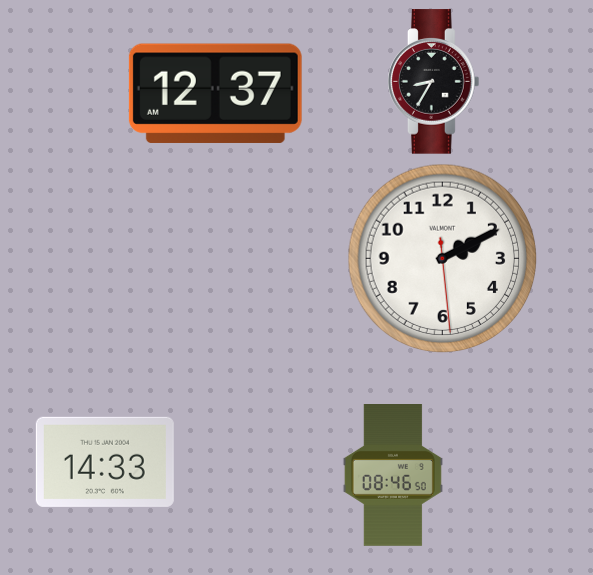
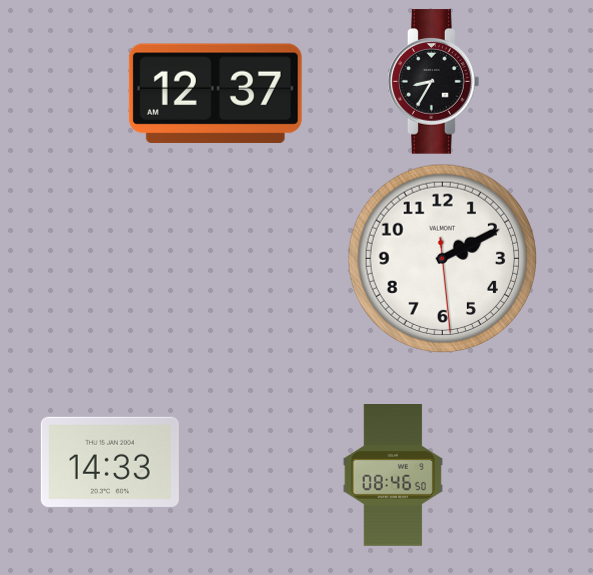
clock at (105, 462) position: (105, 462) -> (110, 462)
